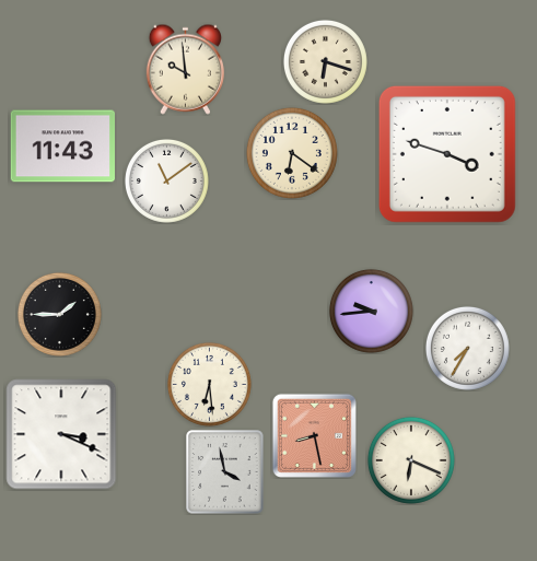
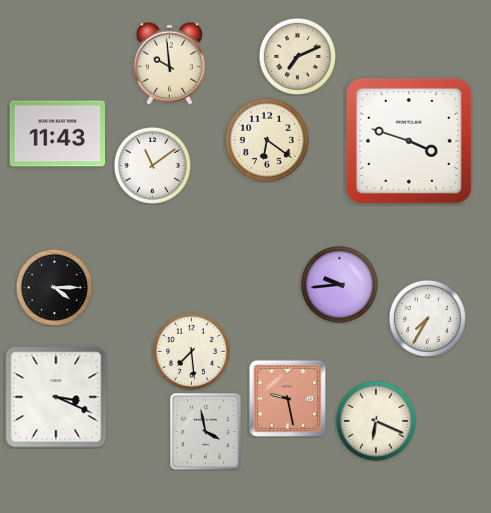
clock at (325, 61): 6:18 -> 7:11
clock at (59, 314): 1:45 -> 4:15
clock at (209, 384): 6:29 -> 7:29
clock at (314, 435): 8:28 -> 9:28
